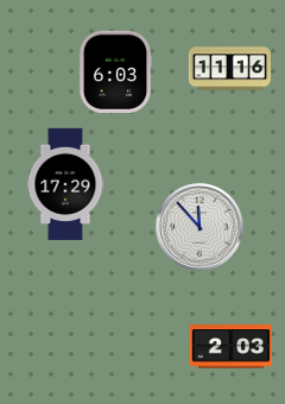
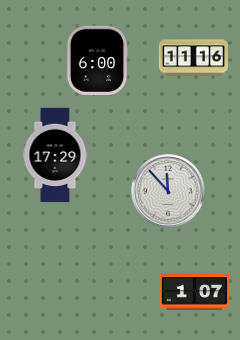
clock at (115, 71): 6:03 -> 6:00
clock at (230, 347): 2:03 -> 1:07
